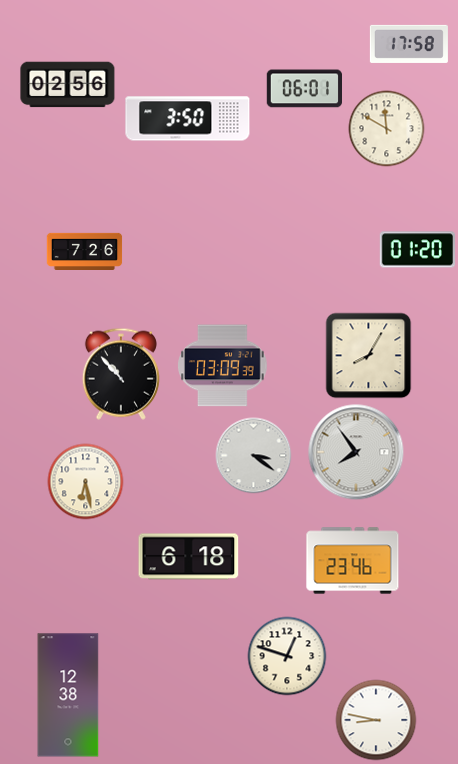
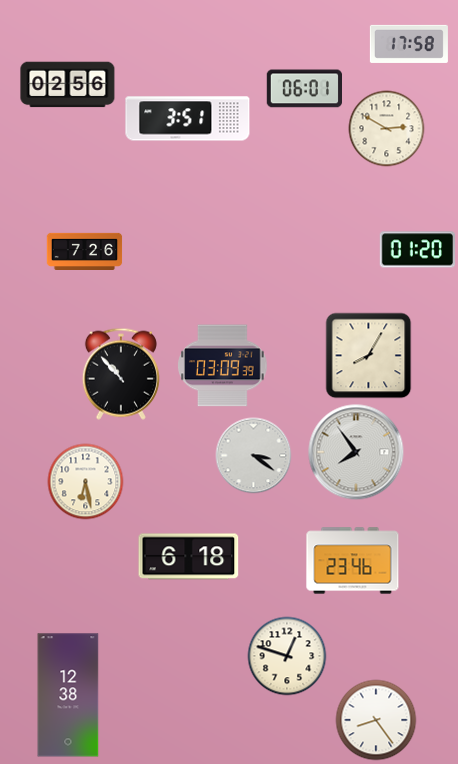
clock at (188, 119): 3:50 -> 3:51
clock at (387, 129): 11:50 -> 2:50
clock at (376, 720): 8:47 -> 8:24
